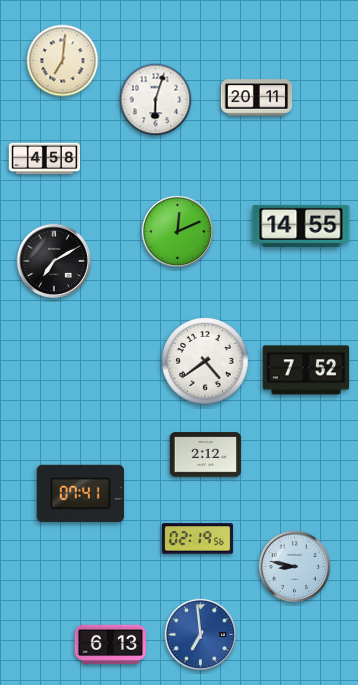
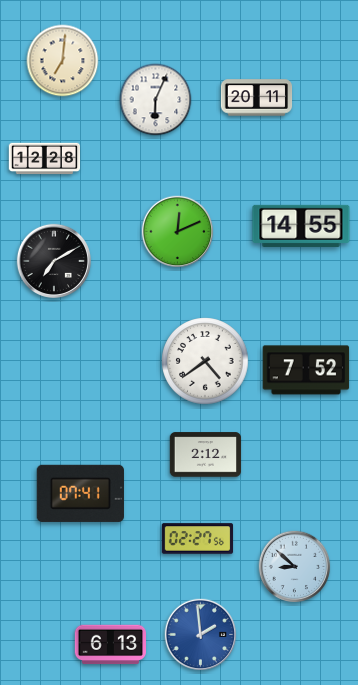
clock at (156, 100): 6:03 -> 6:04
clock at (45, 159): 4:58 -> 12:28
clock at (198, 539): 02:19 -> 02:27
clock at (295, 567): 8:47 -> 8:52
clock at (201, 635): 6:59 -> 1:59
